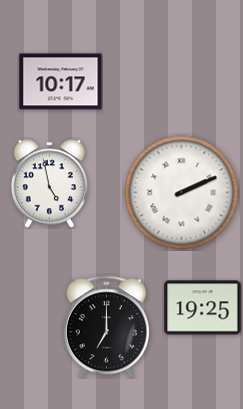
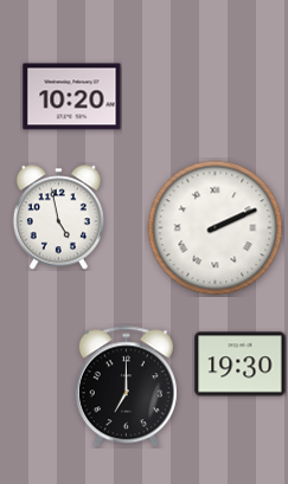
clock at (61, 82): 10:17 -> 10:20
clock at (203, 308): 19:25 -> 19:30
